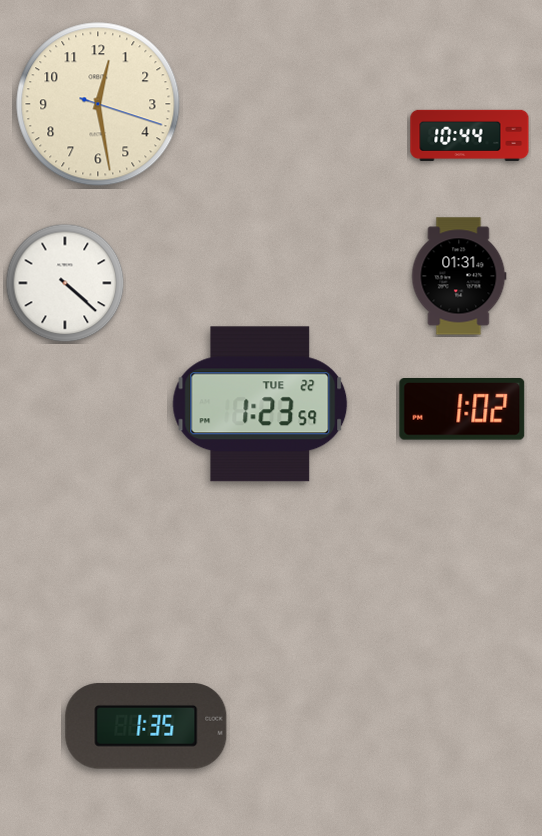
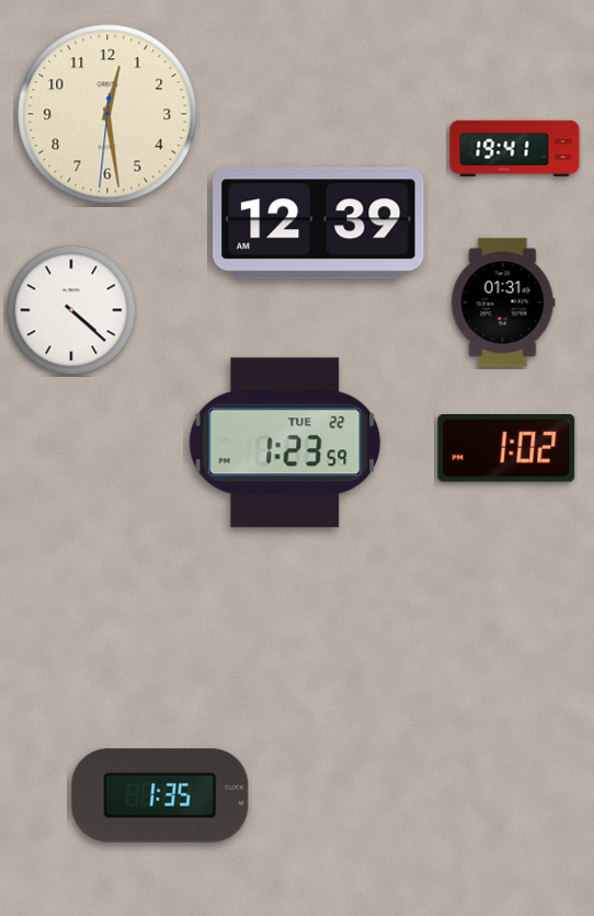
clock at (98, 104): 12:28:18 -> 12:28:31
clock at (470, 135): 10:44 -> 19:41
clock at (319, 224): none -> 12:39
